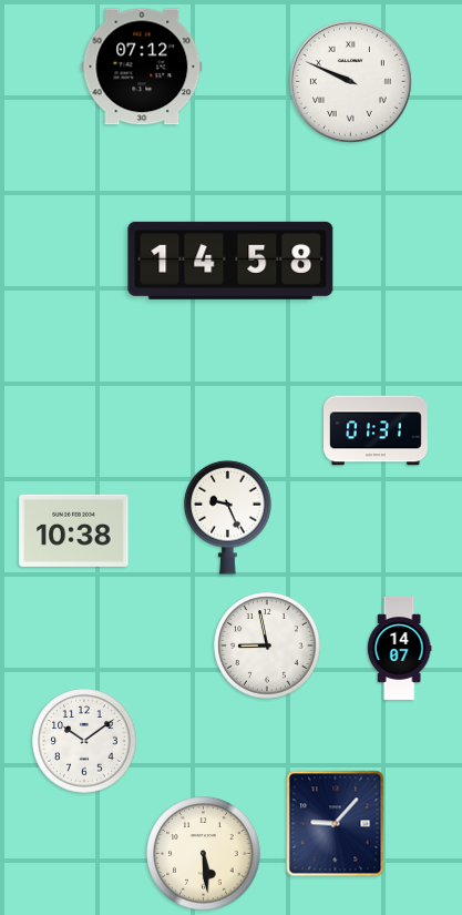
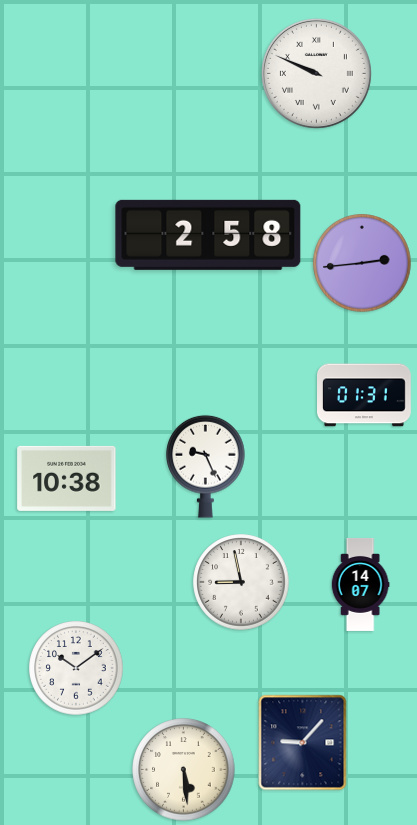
clock at (142, 67): 07:12 -> none
clock at (230, 261): 14:58 -> 2:58
clock at (362, 263): none -> 2:44
clock at (377, 430) position: (377, 430) -> (365, 395)
